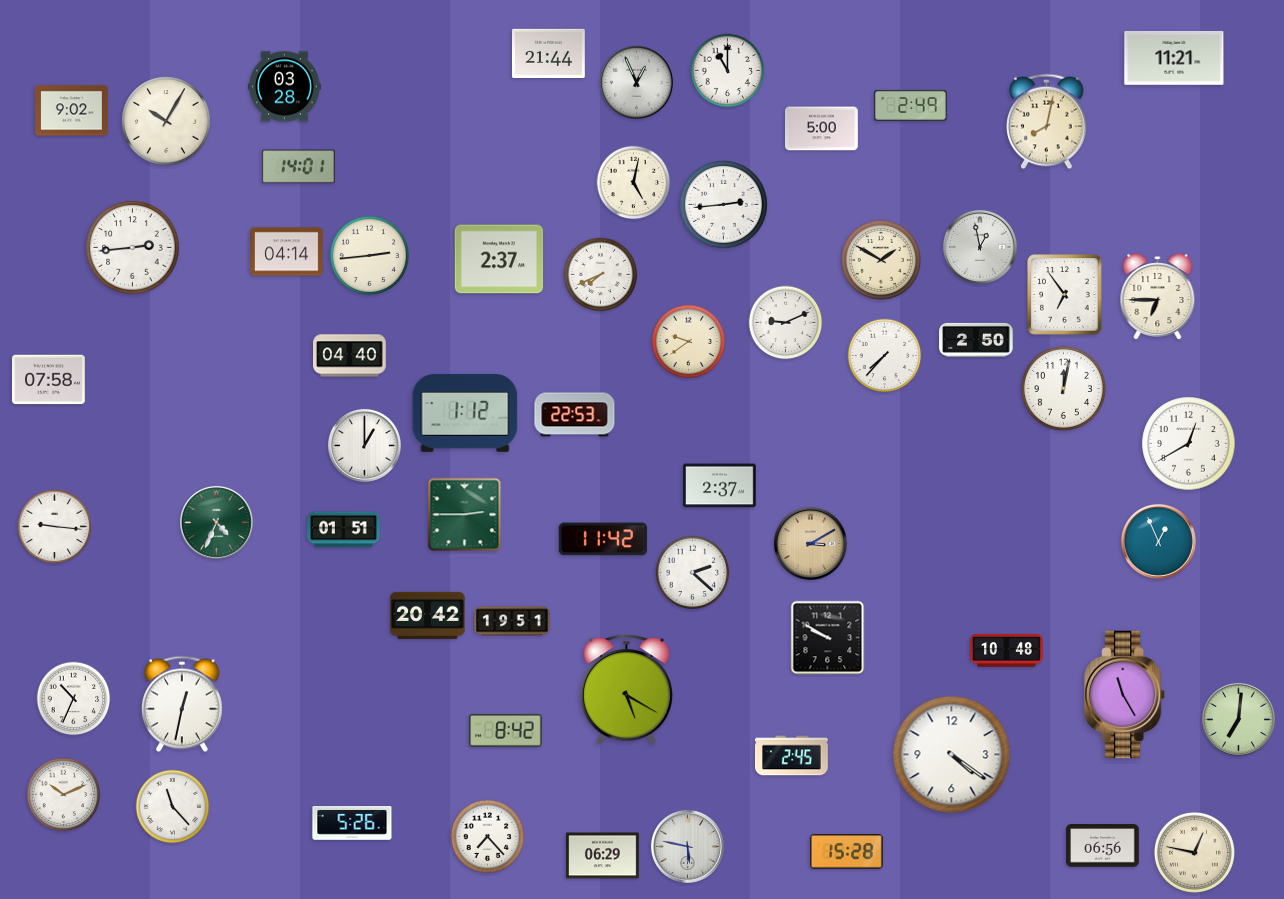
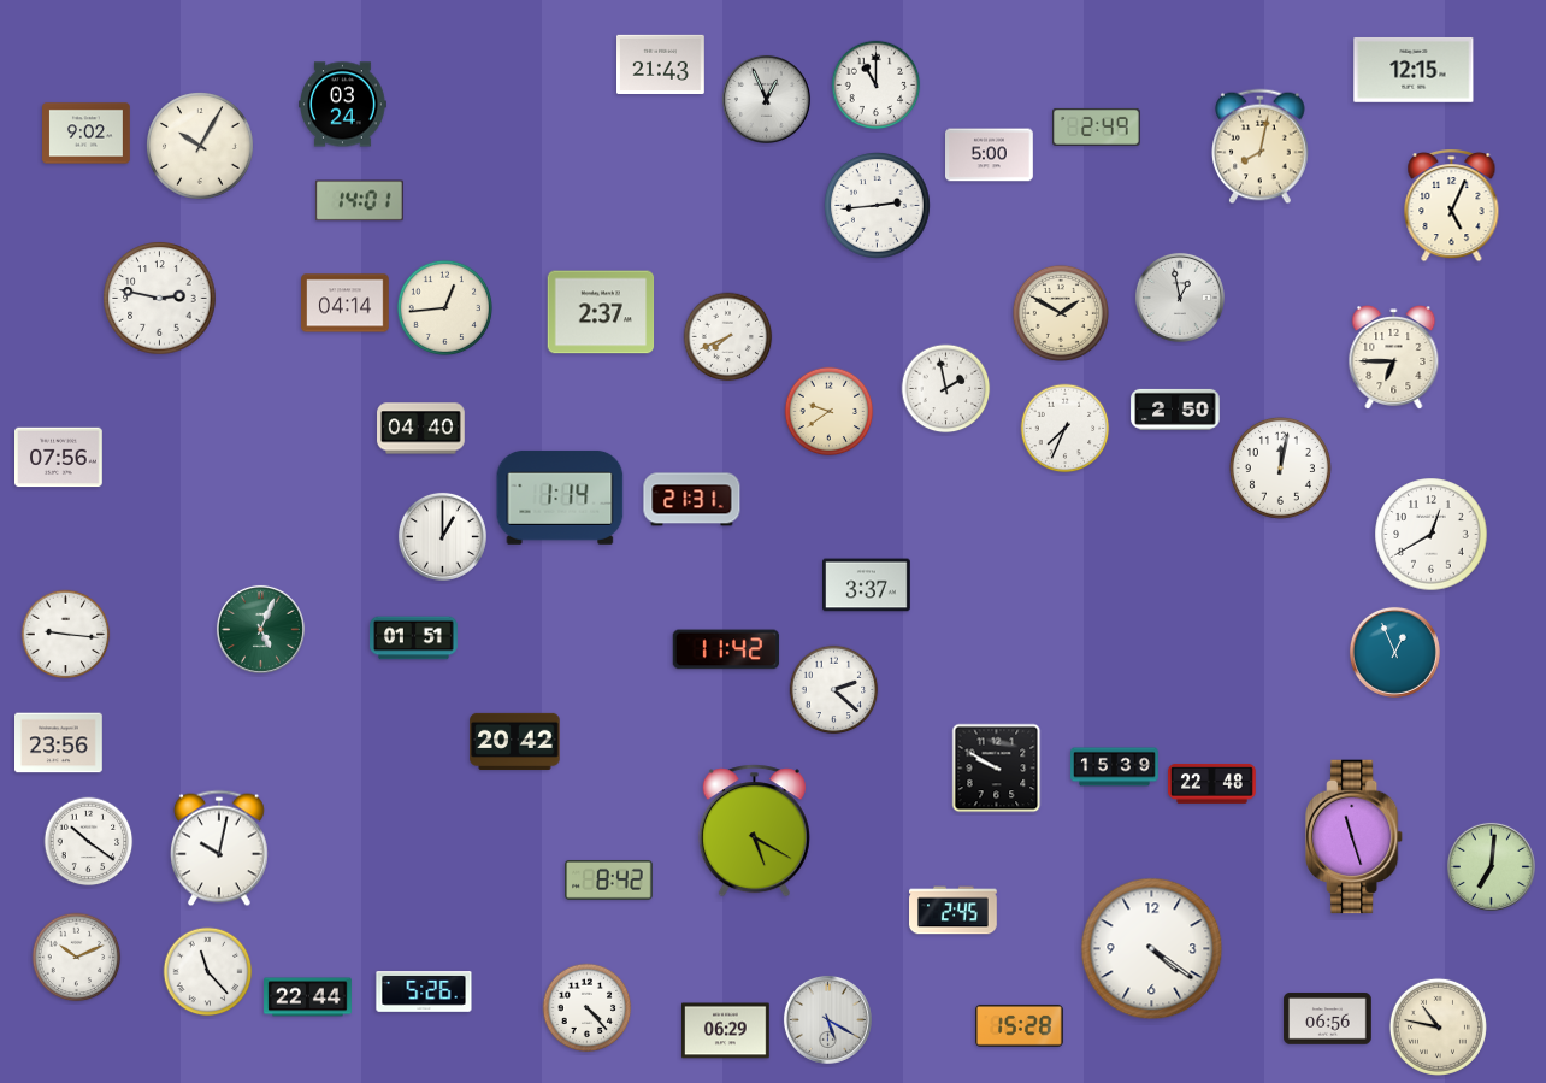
clock at (549, 53): 21:44 -> 21:43
clock at (1174, 58): 11:21 -> 12:15
clock at (285, 87): 03:28 -> 03:24
clock at (1452, 206): none -> 5:04
clock at (634, 183): 5:02 -> none
clock at (724, 205) position: (724, 205) -> (878, 206)
clock at (133, 248): 2:44 -> 2:47
clock at (369, 255): 2:44 -> 12:44
clock at (601, 275) position: (601, 275) -> (728, 337)
clock at (1065, 295): 6:54 -> none
clock at (786, 323): 9:11 -> 1:58
clock at (885, 356): 7:37 -> 7:34
clock at (49, 380): 07:58 -> 07:56
clock at (465, 413): 1:12 -> 1:14
clock at (575, 415): 22:53 -> 21:31
clock at (364, 445) position: (364, 445) -> (442, 536)
clock at (720, 486): 2:37 -> 3:37
clock at (465, 515): 2:45 -> none
clock at (216, 522): 4:34 -> 5:04
clock at (810, 543): 3:10 -> none
clock at (59, 743): none -> 23:56
clock at (512, 621): 19:51 -> none
clock at (1115, 767): none -> 15:39
clock at (1007, 651): 10:48 -> 22:48
clock at (1126, 695): 11:25 -> 11:27
clock at (74, 699): 10:34 -> 10:21
clock at (182, 704): 12:32 -> 10:02
clock at (952, 755) position: (952, 755) -> (1152, 949)
clock at (308, 997): none -> 22:44
clock at (488, 837): 7:23 -> 4:23
clock at (687, 846): 5:47 -> 5:20
clock at (1194, 852): 12:47 -> 10:47
